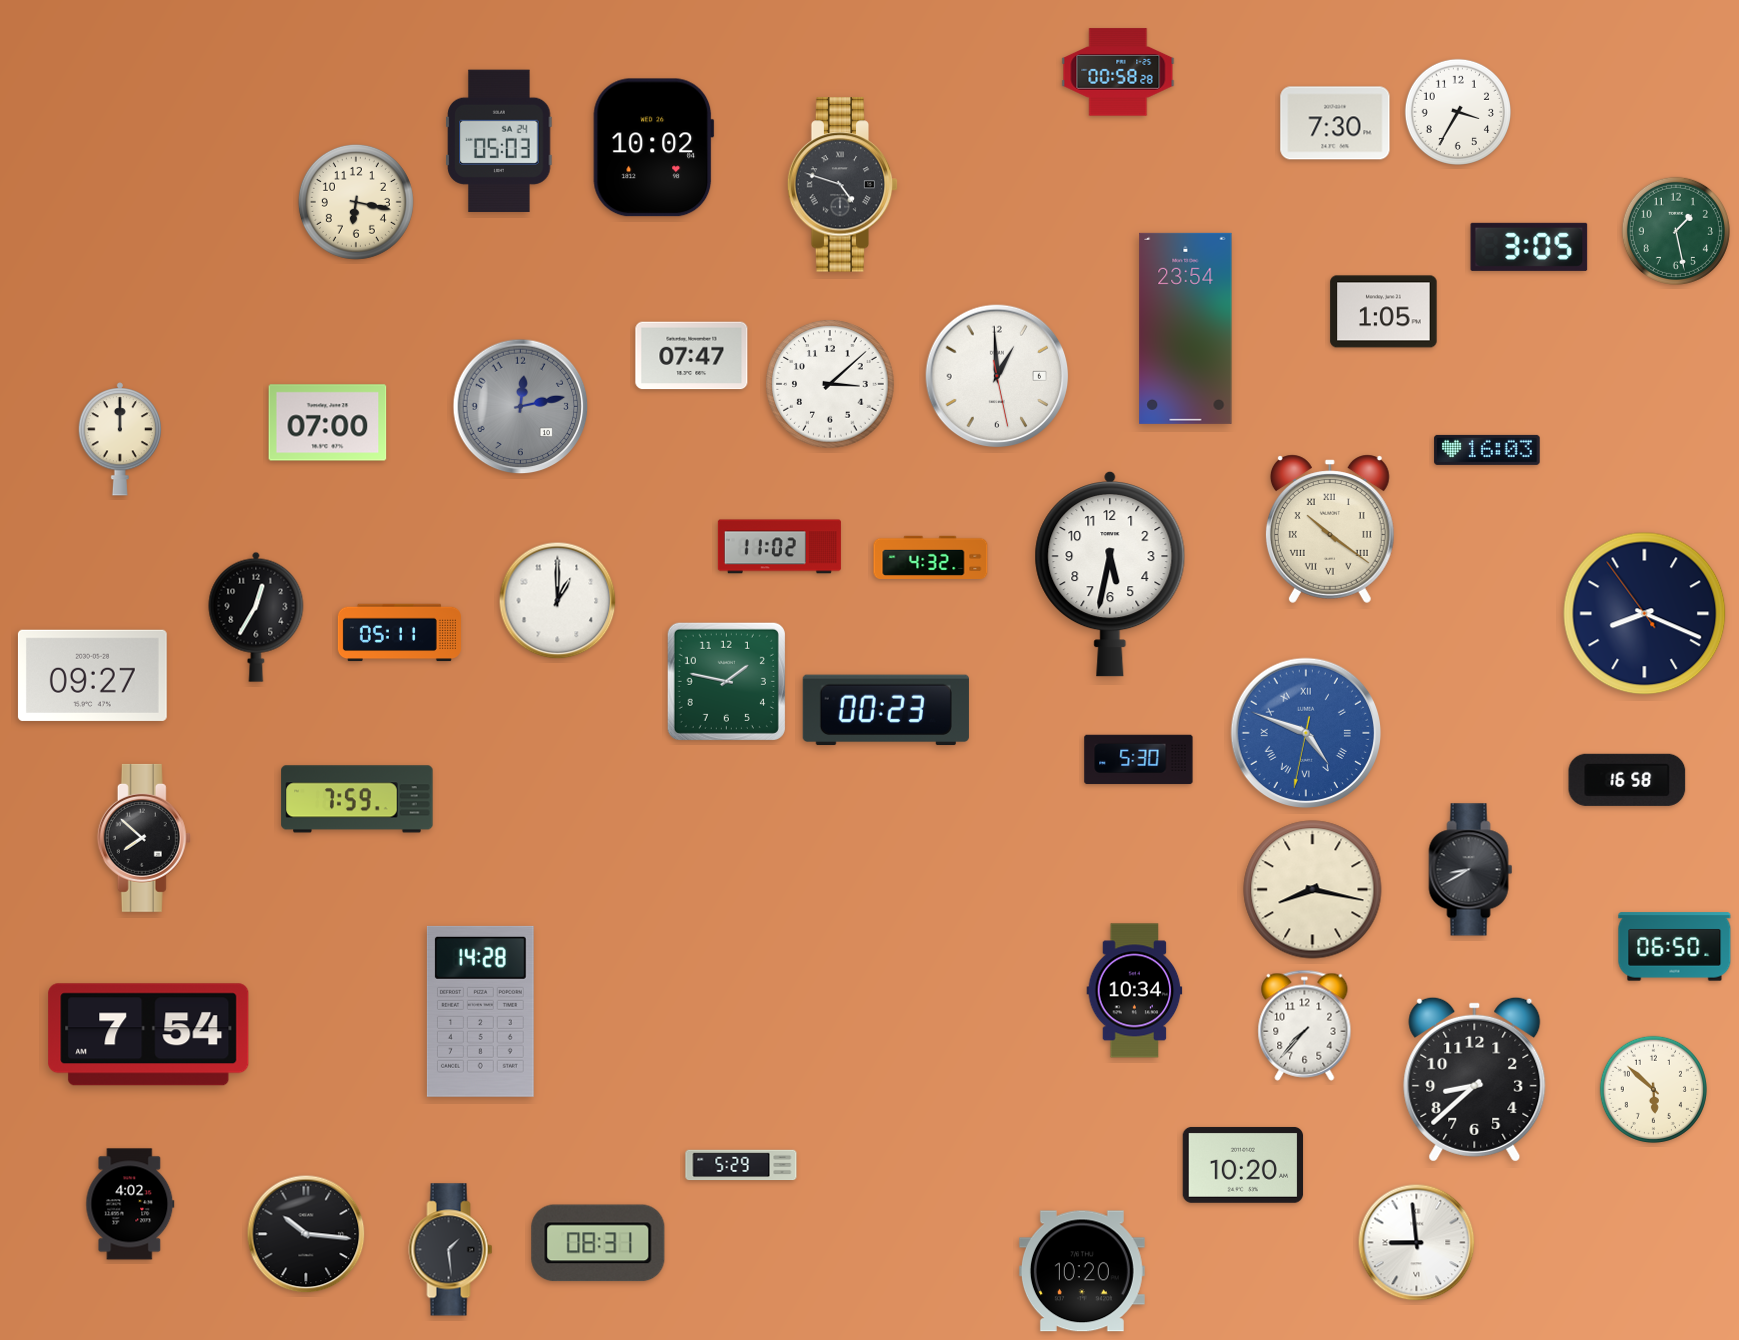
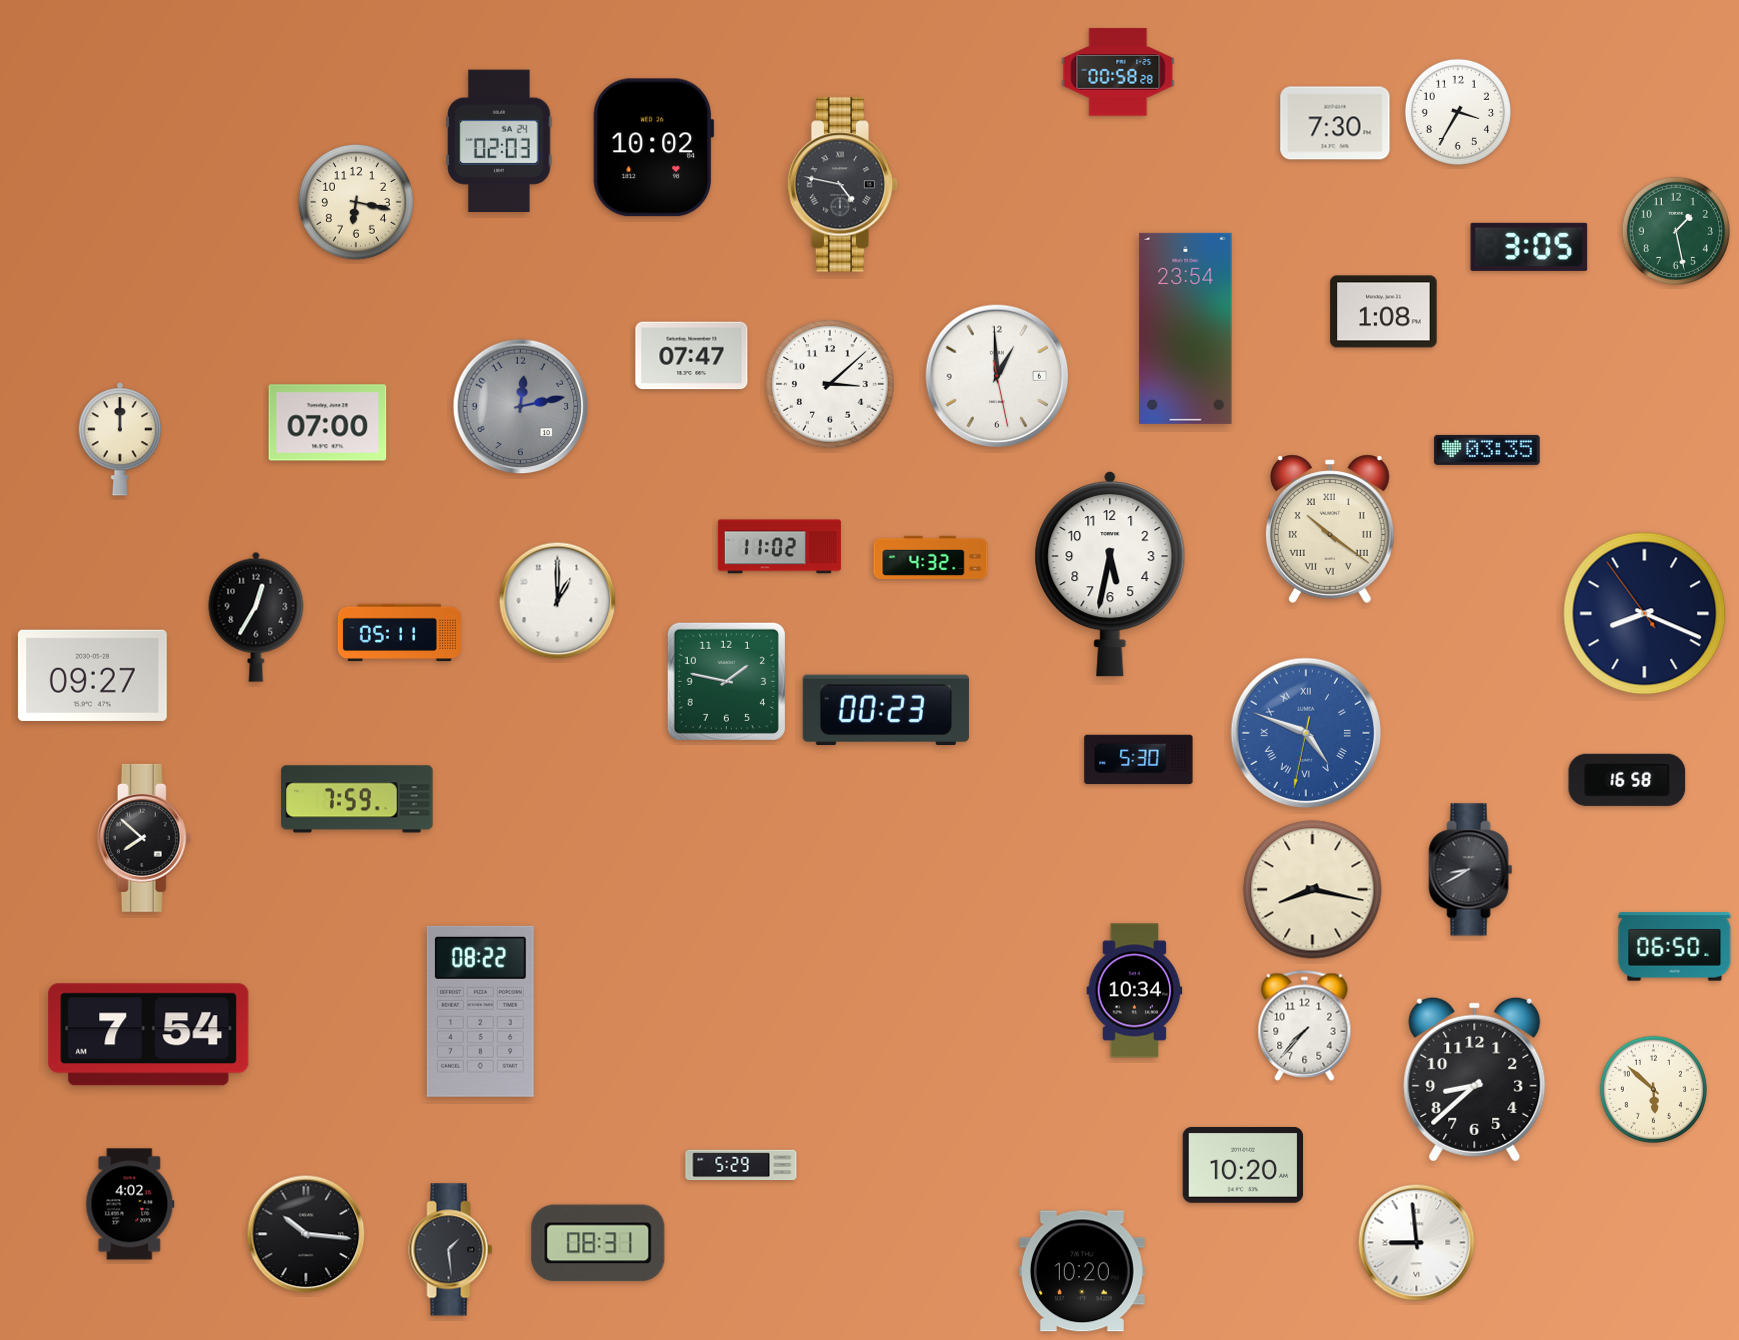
clock at (499, 140): 05:03 -> 02:03
clock at (843, 185): 4:48 -> 4:47
clock at (1384, 312): 1:05 -> 1:08
clock at (1487, 450): 16:03 -> 03:35
clock at (480, 1011): 14:28 -> 08:22
